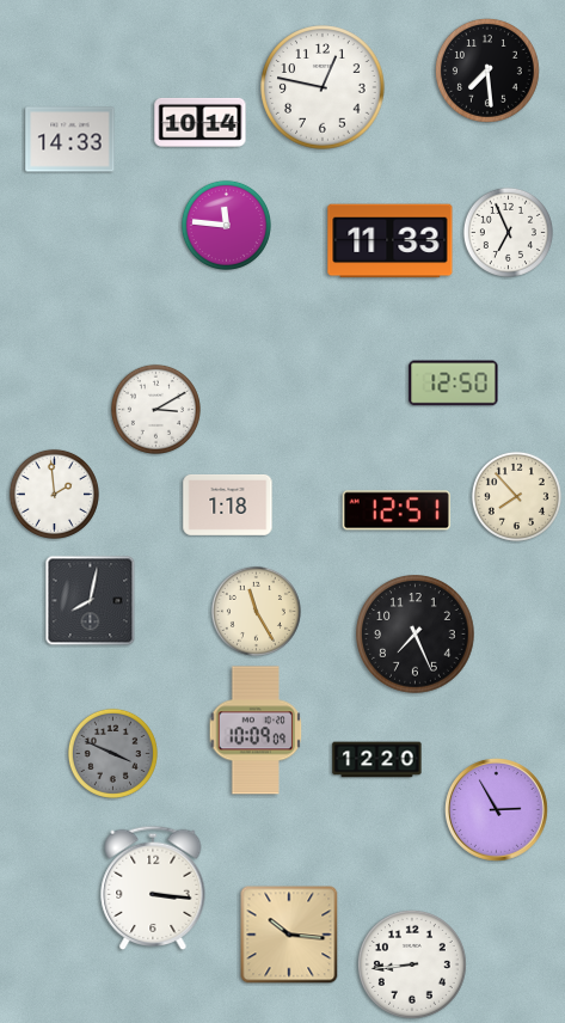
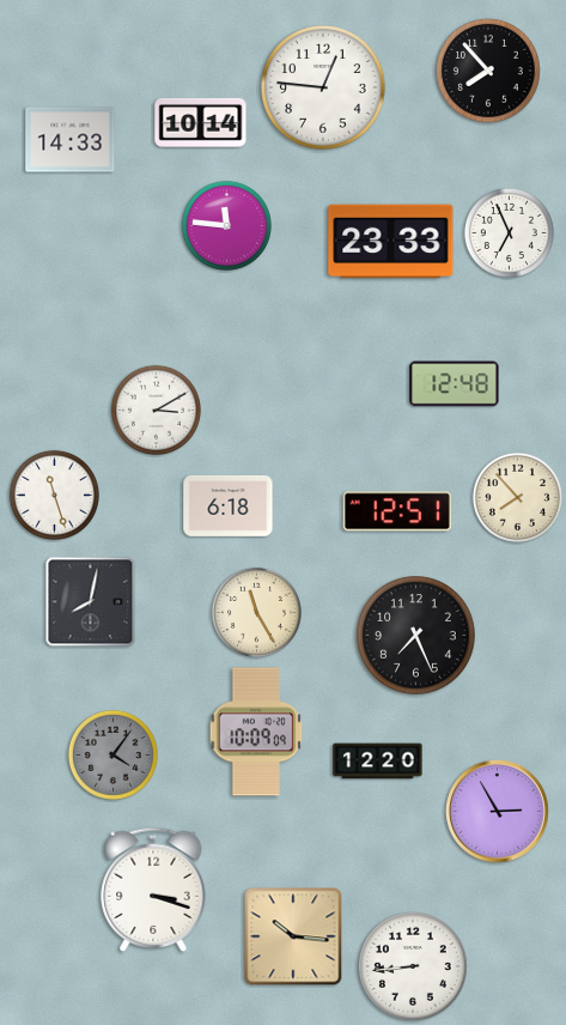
clock at (487, 71): 7:29 -> 7:53
clock at (323, 87): 12:47 -> 12:46
clock at (391, 241): 11:33 -> 23:33
clock at (454, 384): 12:50 -> 12:48
clock at (54, 494): 1:59 -> 11:27
clock at (228, 504): 1:18 -> 6:18
clock at (112, 753): 3:49 -> 4:06
clock at (153, 887): 3:16 -> 3:18
clock at (289, 935) position: (289, 935) -> (293, 936)
